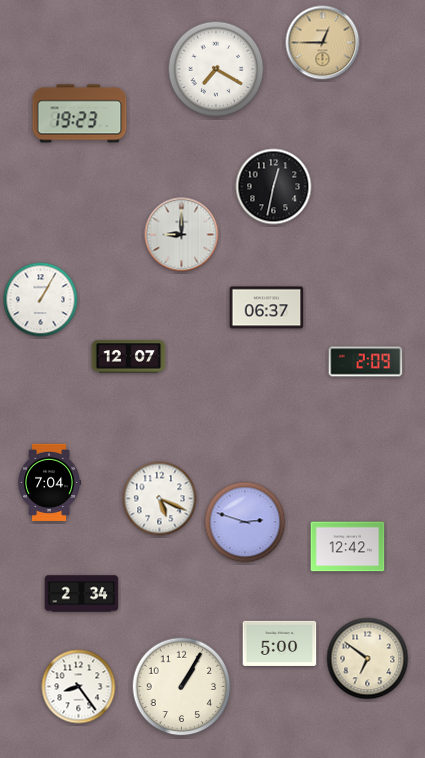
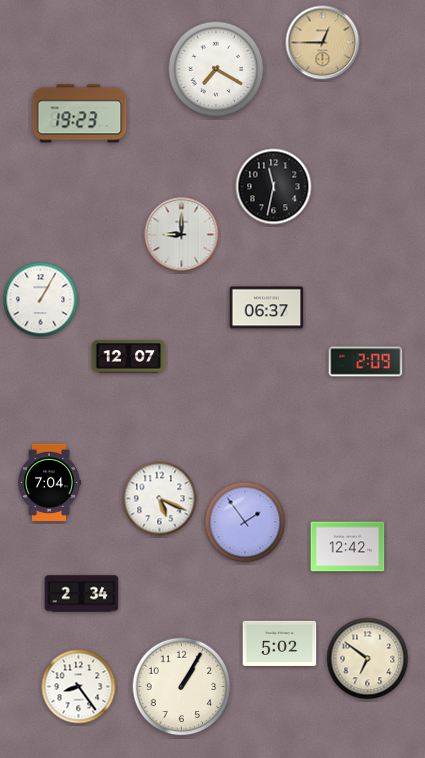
clock at (274, 187): 12:32 -> 11:32
clock at (245, 522): 2:48 -> 1:54
clock at (280, 643): 5:00 -> 5:02
